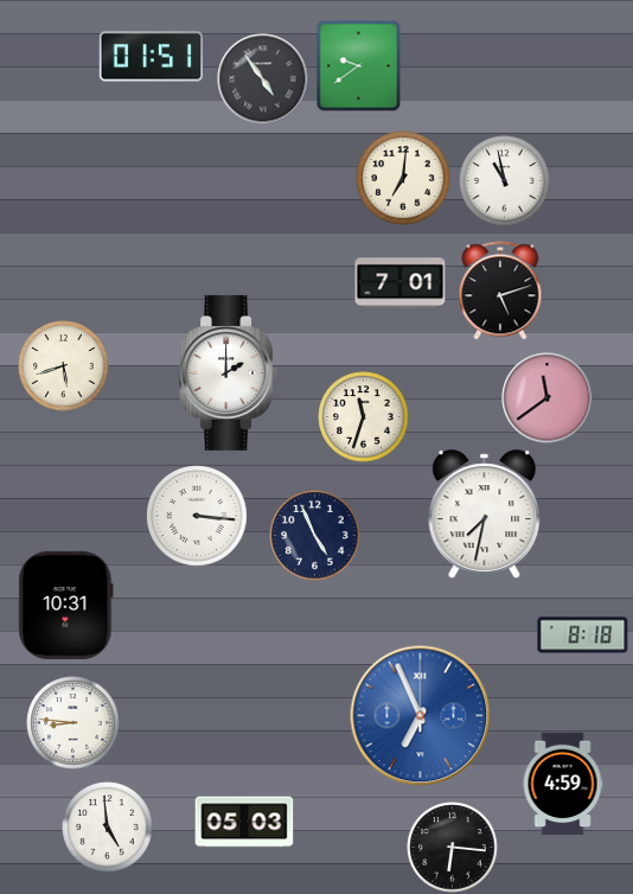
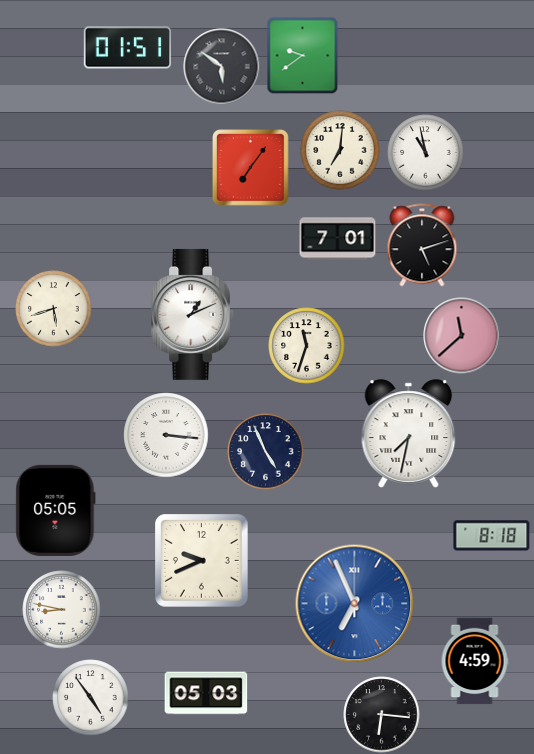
clock at (263, 79): 4:54 -> 5:51
clock at (251, 168): none -> 7:06
clock at (229, 372): 2:00 -> 1:11
clock at (548, 398): 11:39 -> 11:38
clock at (364, 417) position: (364, 417) -> (307, 346)
clock at (66, 605): 10:31 -> 05:05
clock at (202, 561): none -> 9:41
clock at (73, 723): 8:46 -> 8:47
clock at (108, 828): 4:59 -> 4:54
